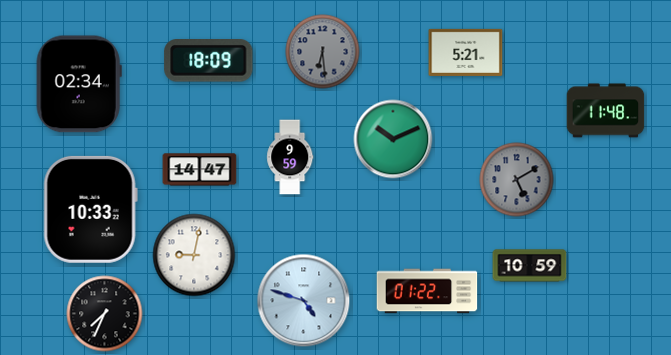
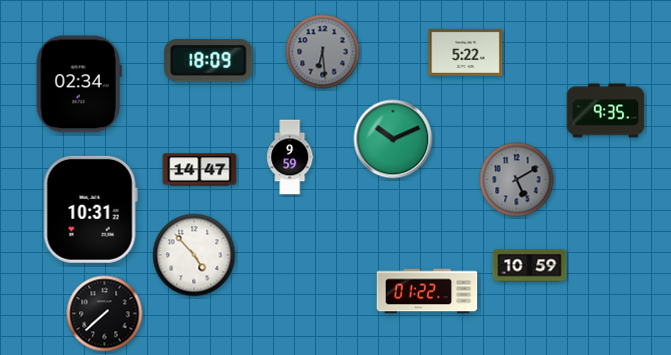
clock at (466, 52): 5:21 -> 5:22
clock at (606, 111): 11:48 -> 9:35
clock at (90, 209): 10:33 -> 10:31
clock at (194, 255): 9:02 -> 4:53
clock at (304, 301): 4:48 -> none
clock at (105, 314): 7:34 -> 7:38
